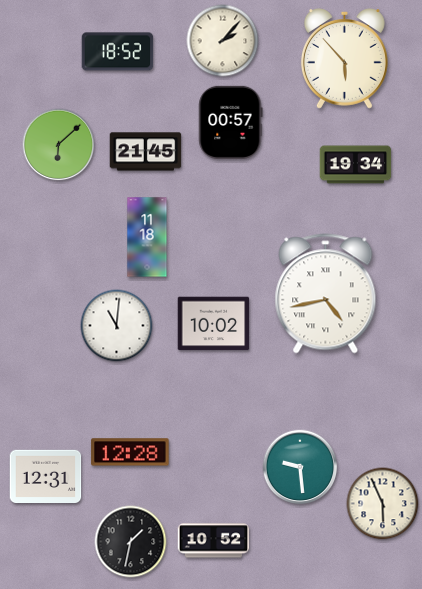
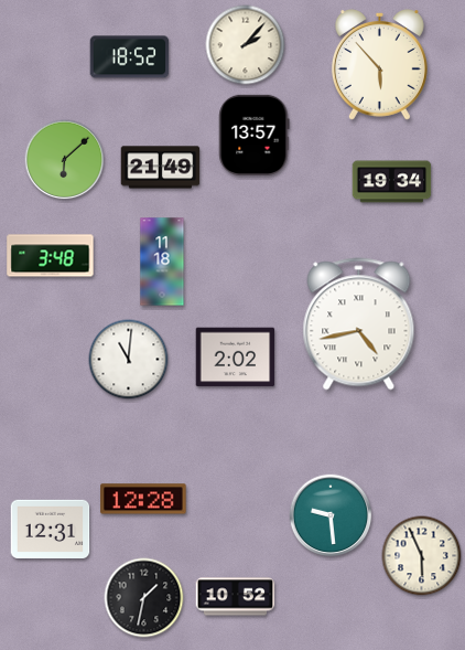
clock at (231, 122): 00:57 -> 13:57
clock at (146, 152): 21:45 -> 21:49
clock at (51, 256): none -> 3:48
clock at (214, 324): 10:02 -> 2:02
clock at (46, 476) position: (46, 476) -> (51, 529)
